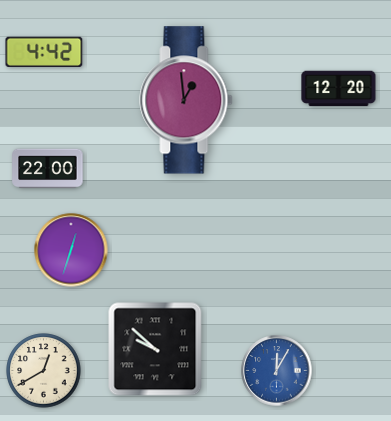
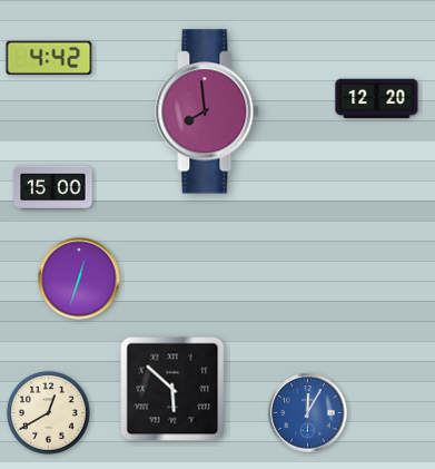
clock at (186, 100): 12:59 -> 7:59
clock at (48, 169): 22:00 -> 15:00
clock at (155, 349): 9:52 -> 5:52
